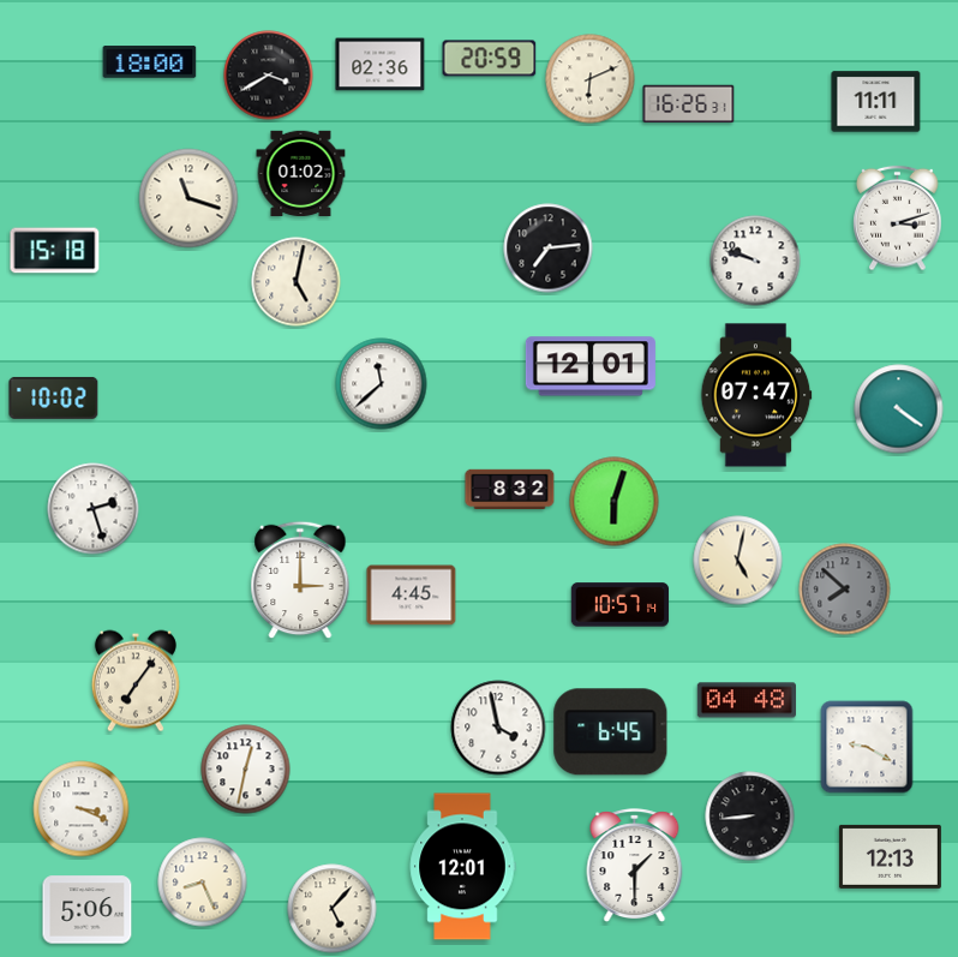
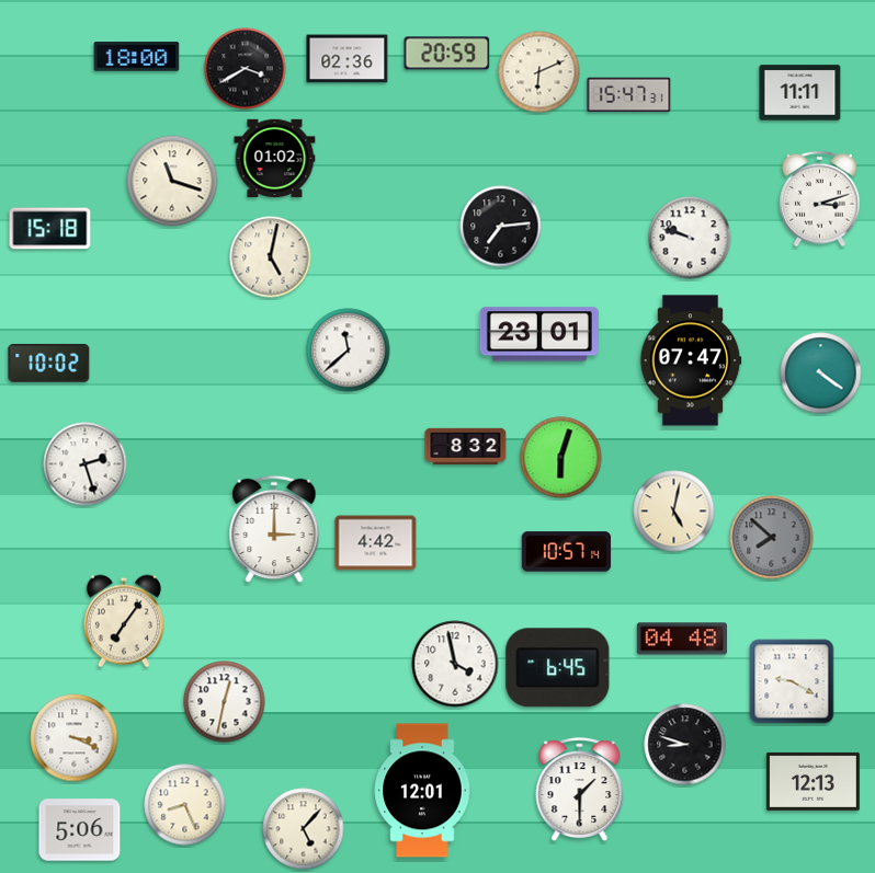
clock at (689, 104): 16:26 -> 15:47
clock at (591, 366): 12:01 -> 23:01
clock at (412, 596): 4:45 -> 4:42
clock at (750, 817): 8:44 -> 8:48
